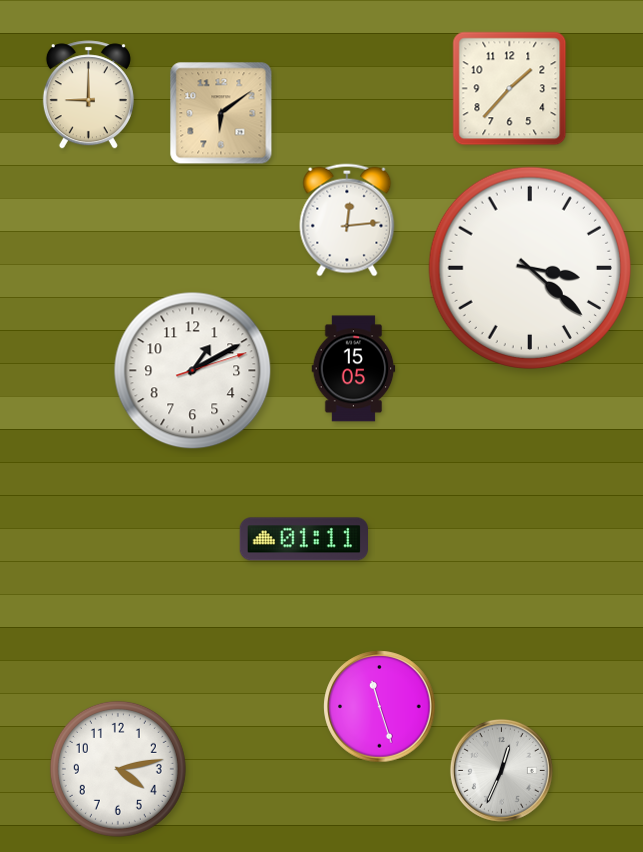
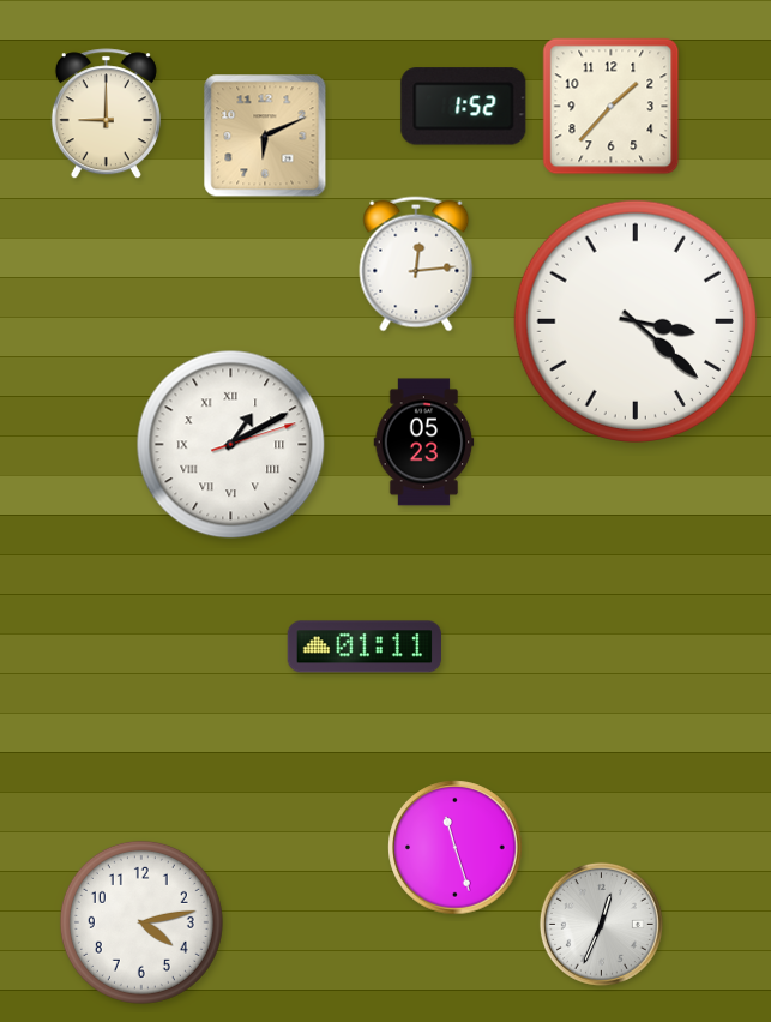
clock at (464, 107): none -> 1:52
clock at (221, 113): 6:09 -> 6:11
clock at (354, 369): 15:05 -> 05:23
clock at (193, 371) numerals: Arabic -> Roman
